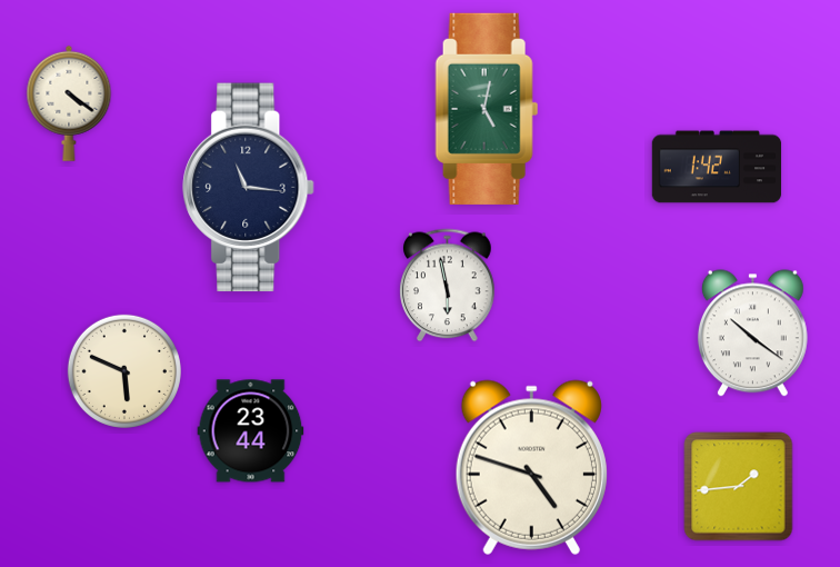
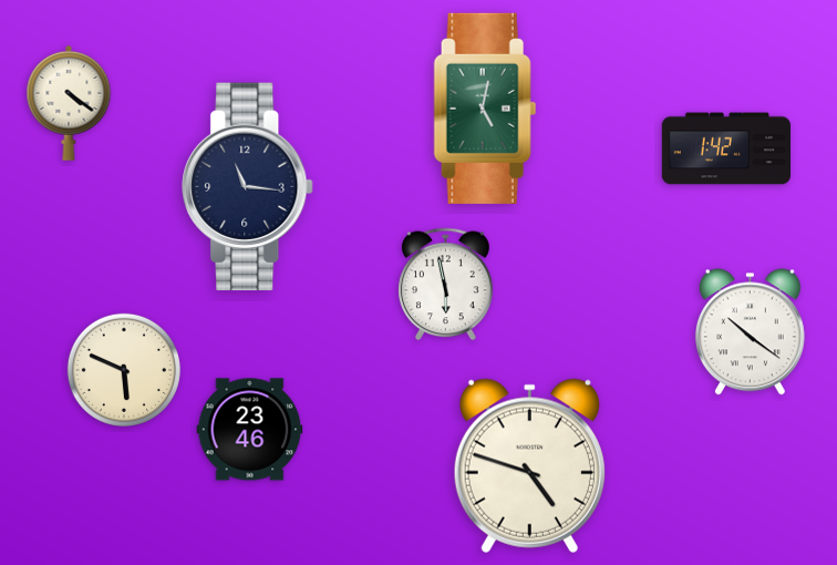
clock at (717, 167) position: (717, 167) -> (726, 148)
clock at (251, 431): 23:44 -> 23:46
clock at (739, 487): 1:44 -> none
